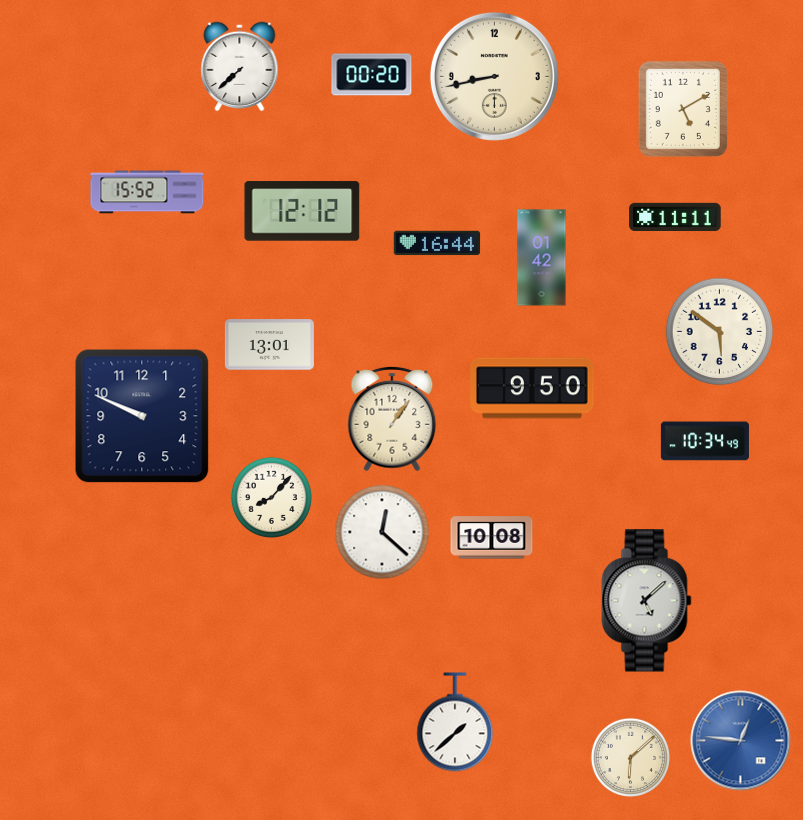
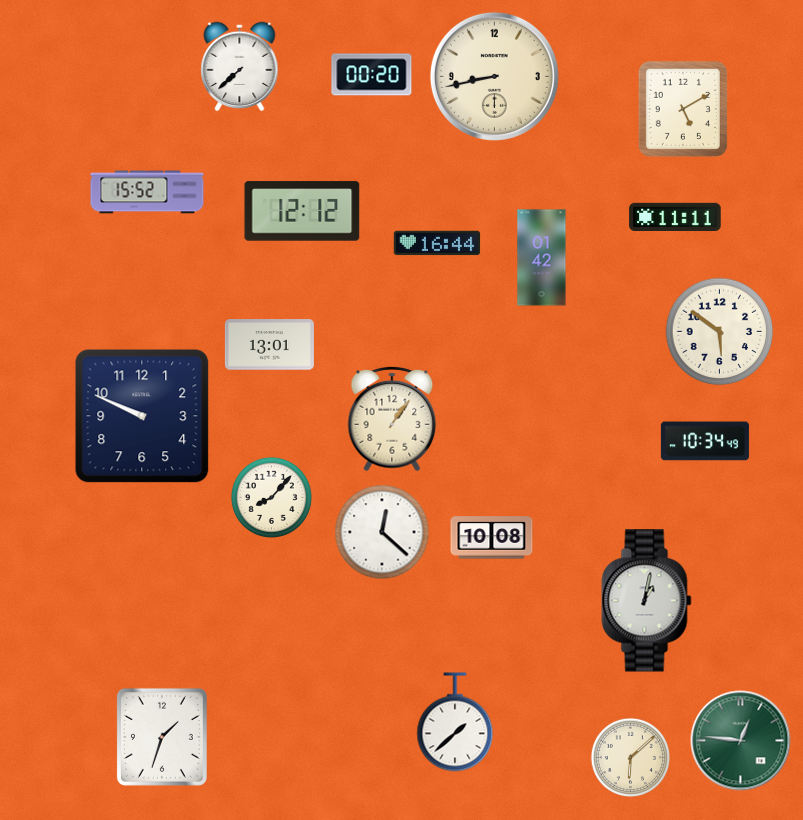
clock at (532, 388): 9:50 -> none
clock at (647, 601): 5:08 -> 1:02
clock at (162, 737): none -> 1:33
clock at (741, 741) dial: blue -> green
